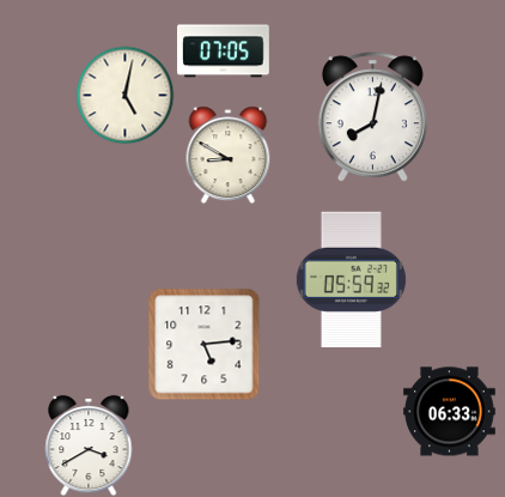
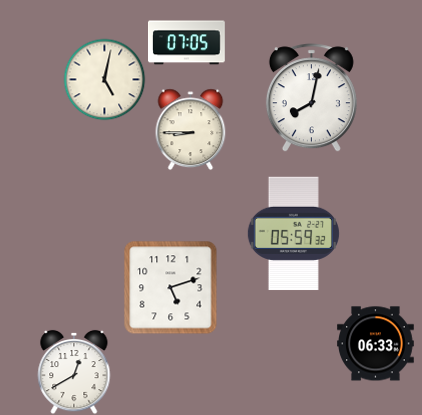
clock at (229, 154): 8:50 -> 8:45
clock at (205, 345): 5:14 -> 5:12
clock at (89, 446): 3:40 -> 12:40
